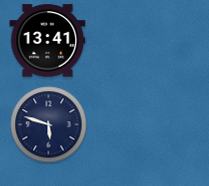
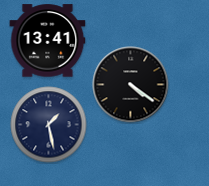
clock at (131, 85): none -> 4:21
clock at (49, 125): 5:48 -> 1:28
